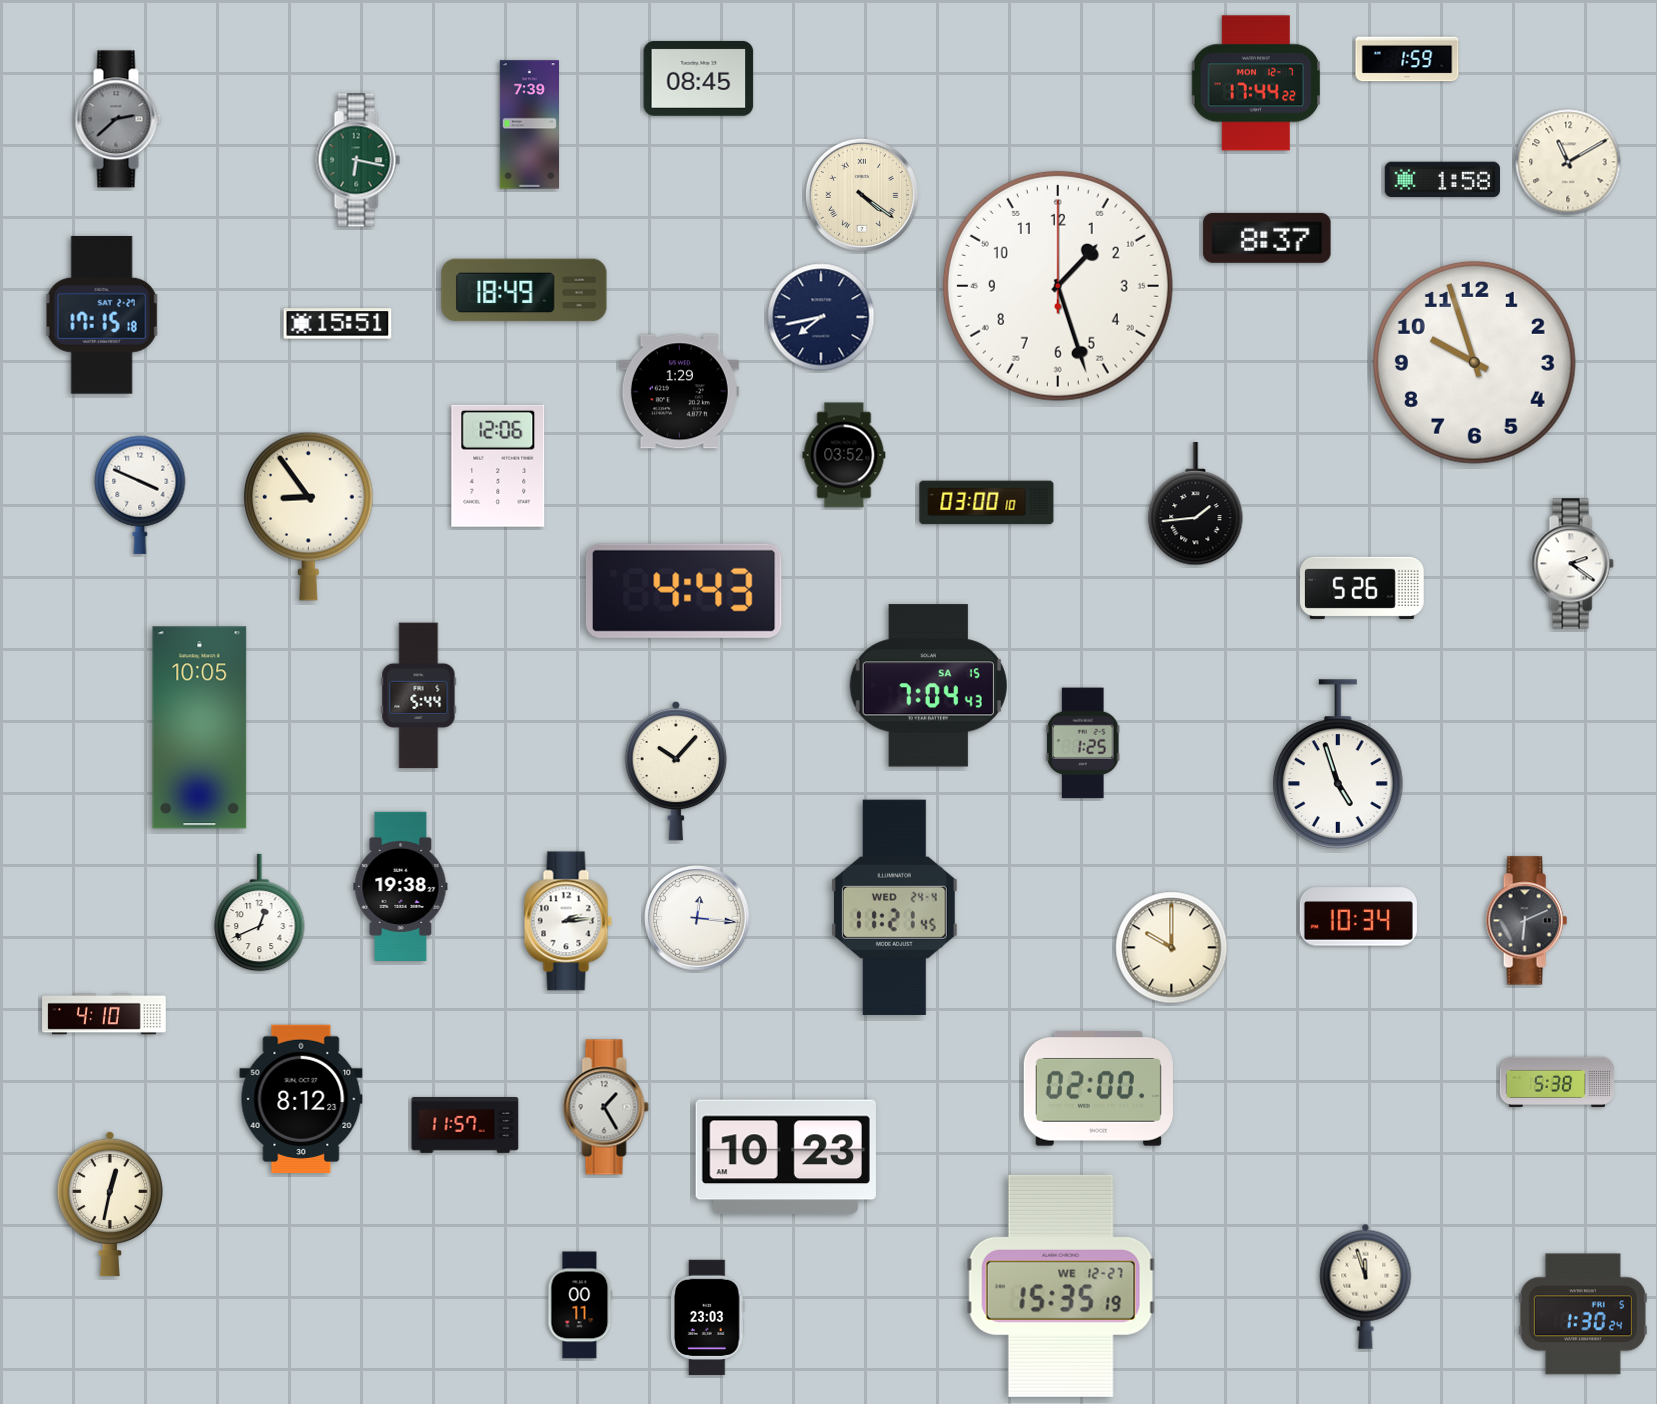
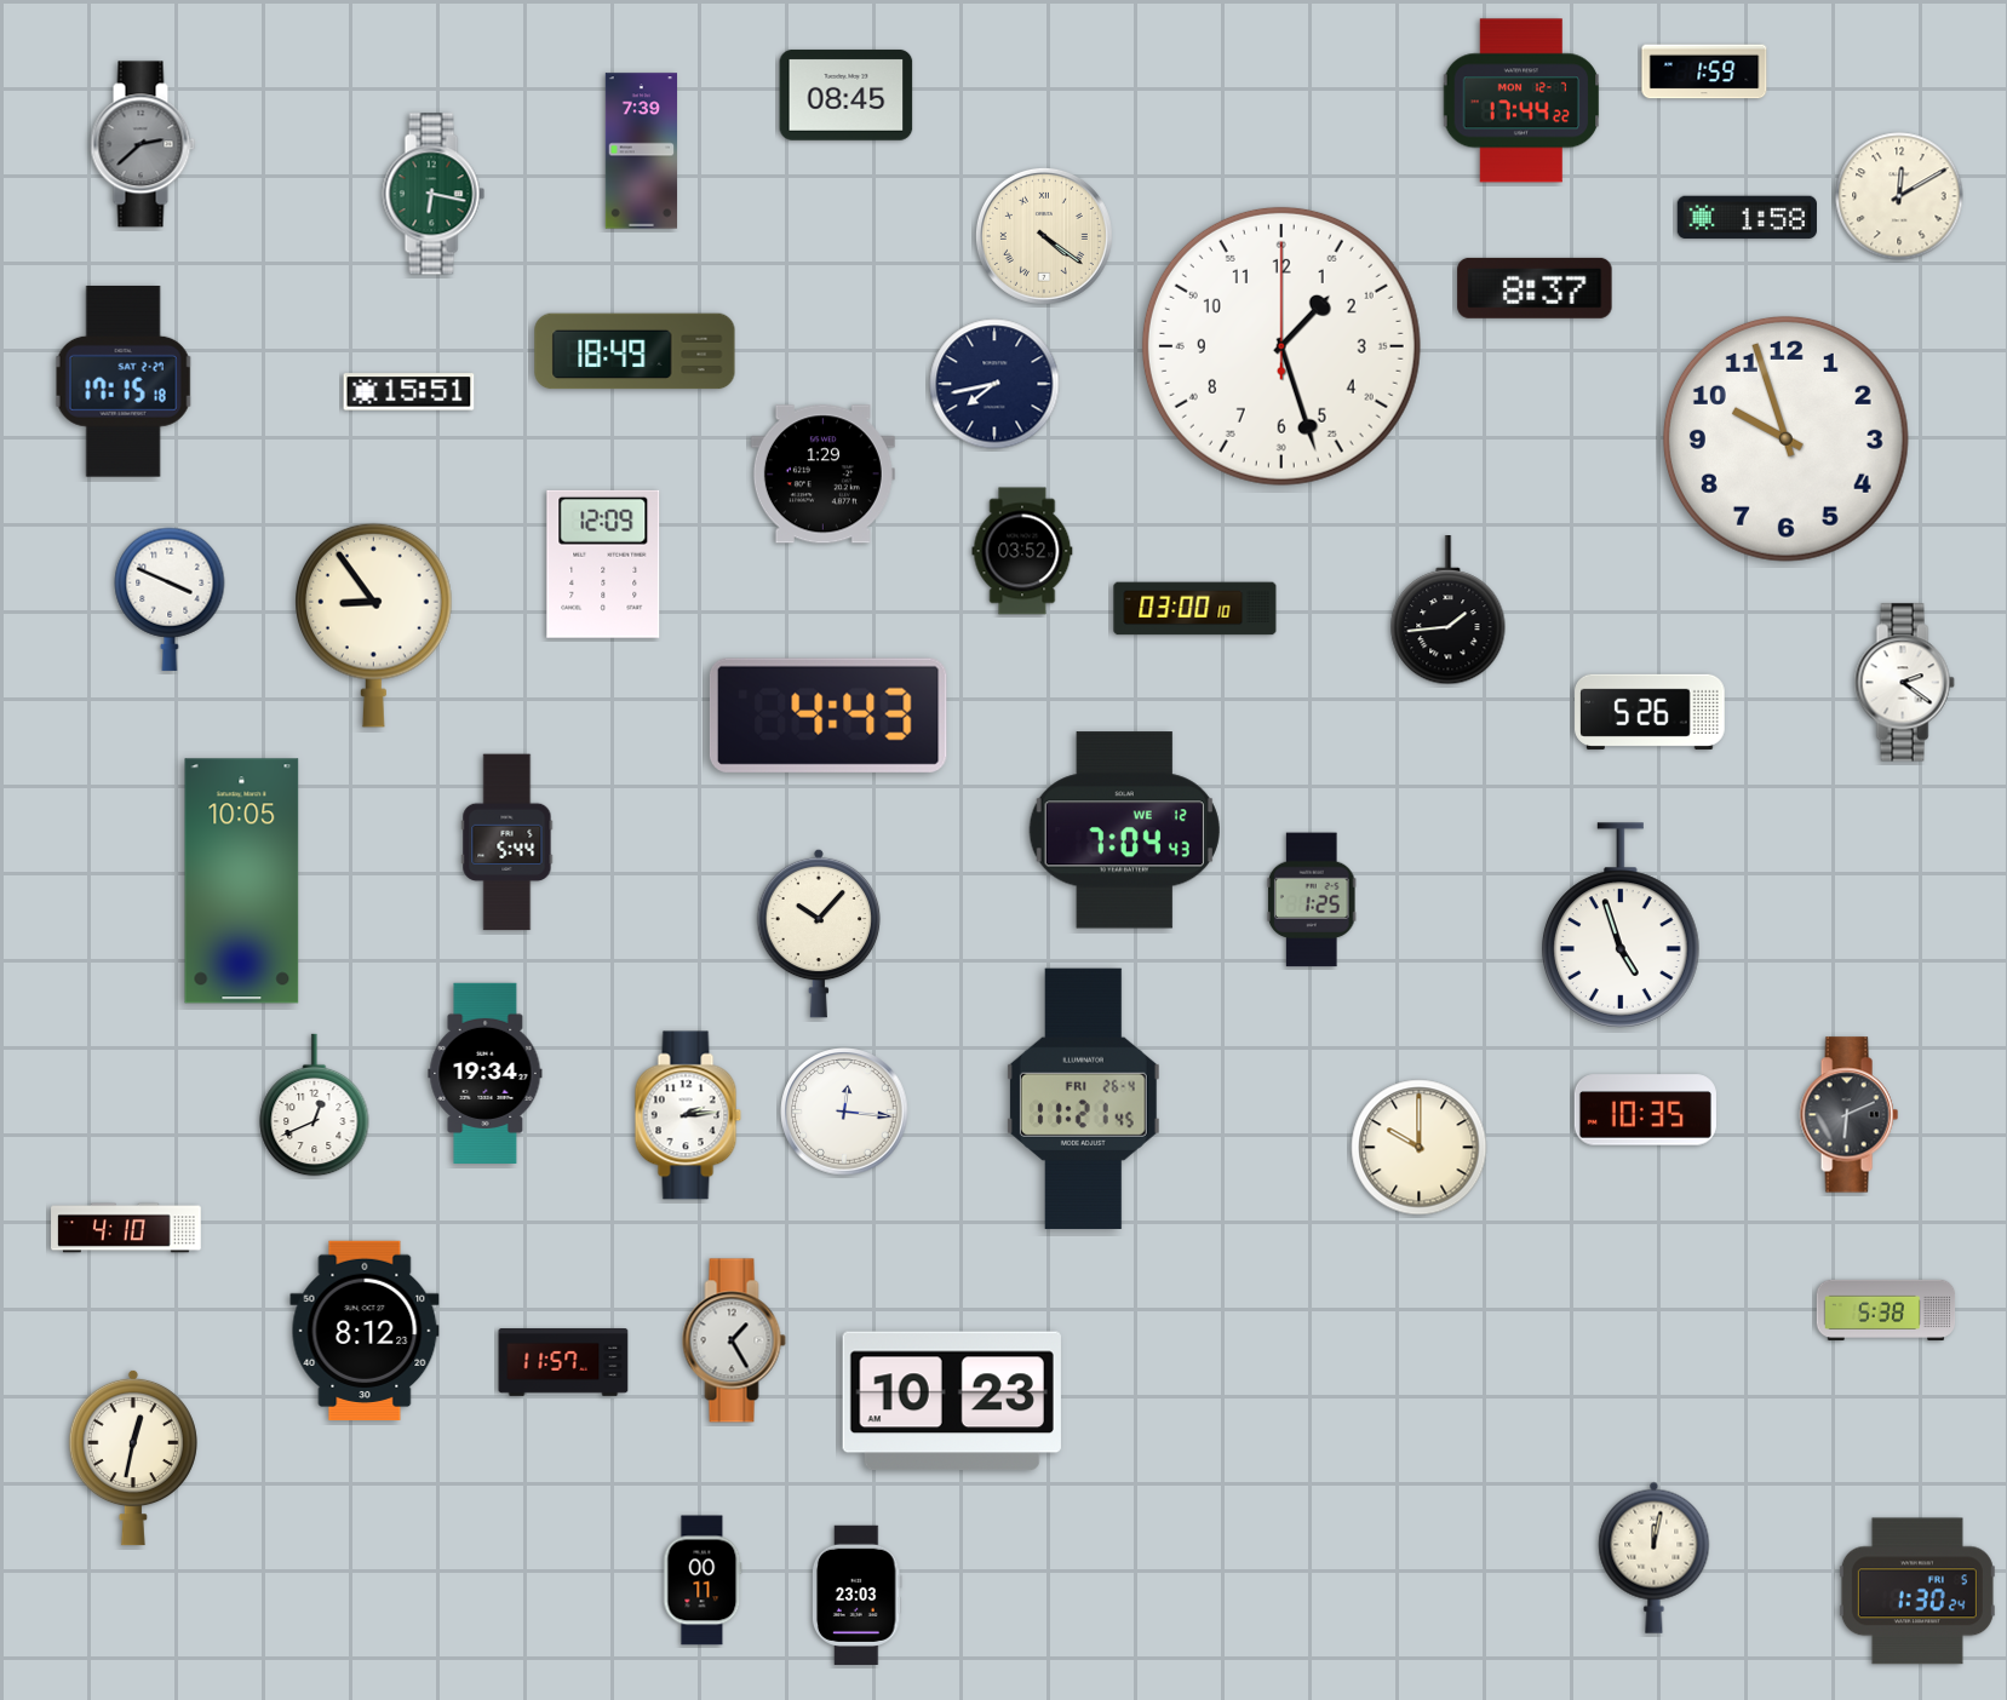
clock at (1568, 162): 11:10 -> 12:10
clock at (498, 466): 12:06 -> 12:09
clock at (928, 686) date: SA 15 -> WE 12
clock at (401, 886): 19:38 -> 19:34
clock at (894, 907) date: WED 24-4 -> FRI 26-4
clock at (1358, 917): 10:34 -> 10:35
clock at (1098, 1089): 02:00 -> none
clock at (1061, 1286): 15:35 -> none
clock at (1366, 1286): 11:57 -> 12:02
